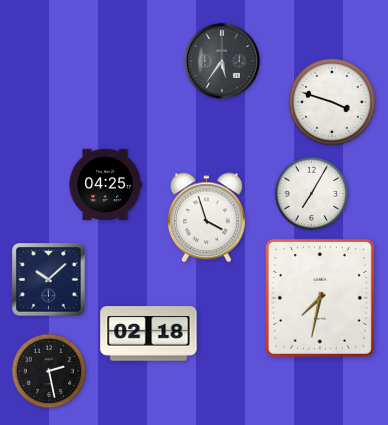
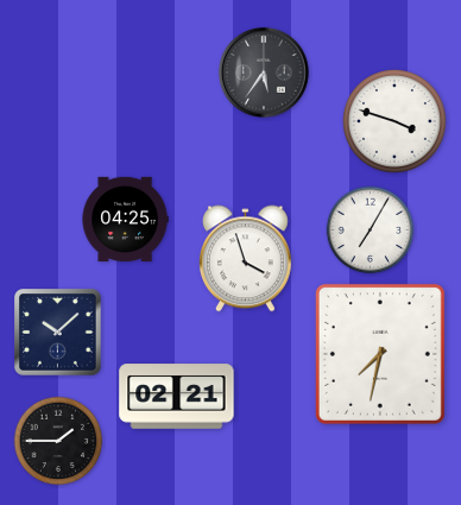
clock at (149, 334): 02:18 -> 02:21
clock at (49, 371): 2:28 -> 1:45
